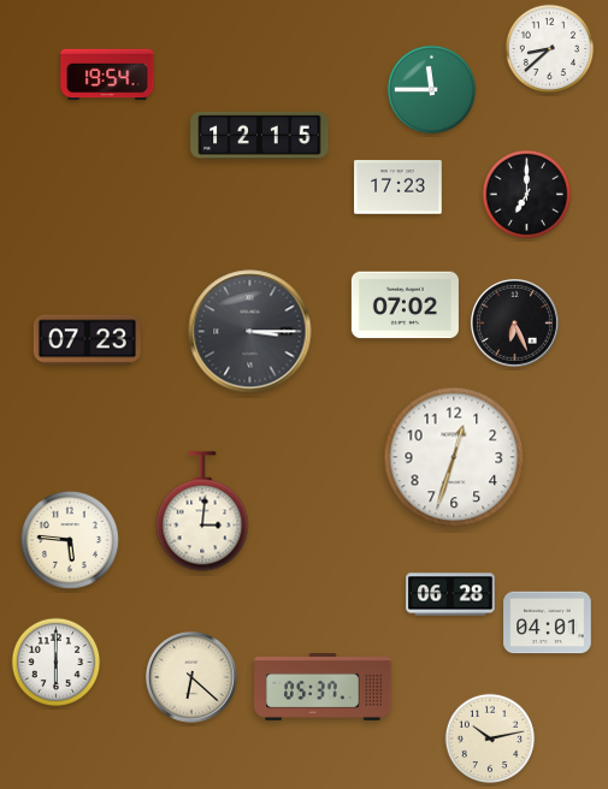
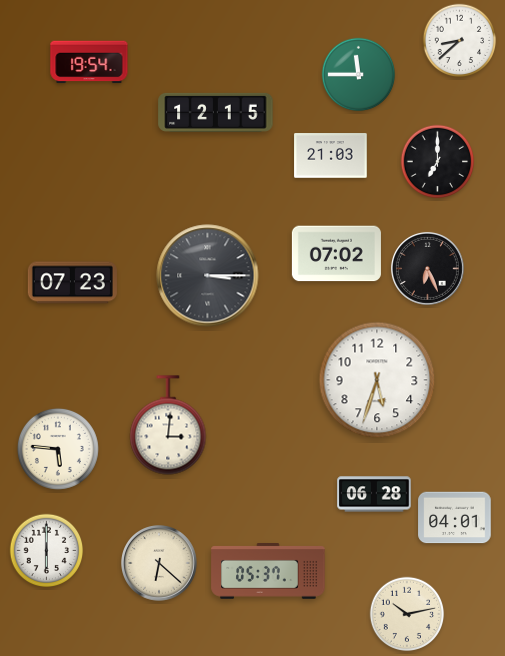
clock at (550, 49) position: (550, 49) -> (460, 41)
clock at (399, 188): 17:23 -> 21:03
clock at (454, 457): 12:33 -> 5:33
